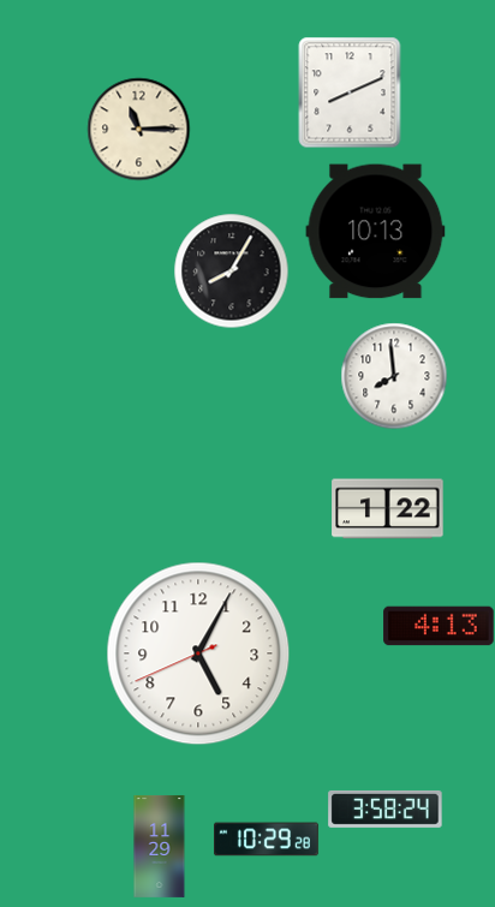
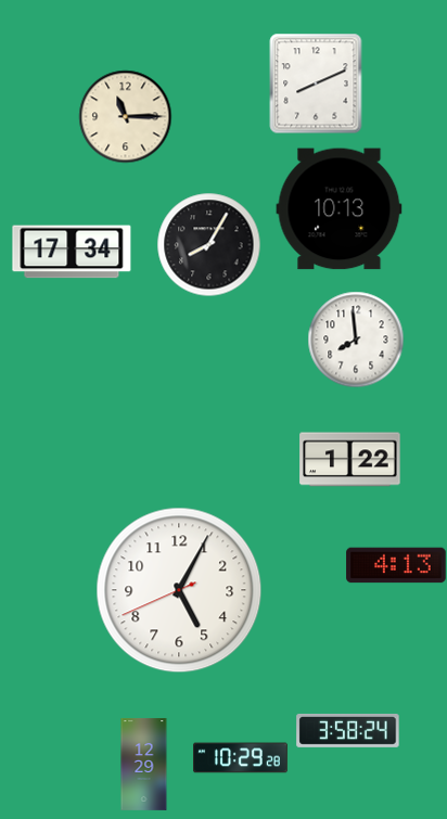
clock at (72, 252): none -> 17:34
clock at (160, 847): 11:29 -> 12:29
